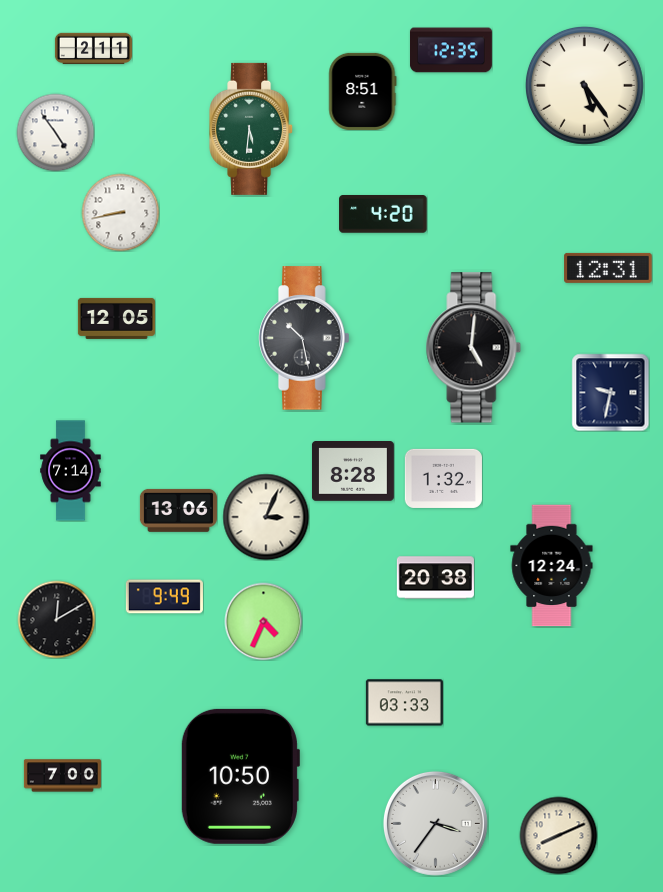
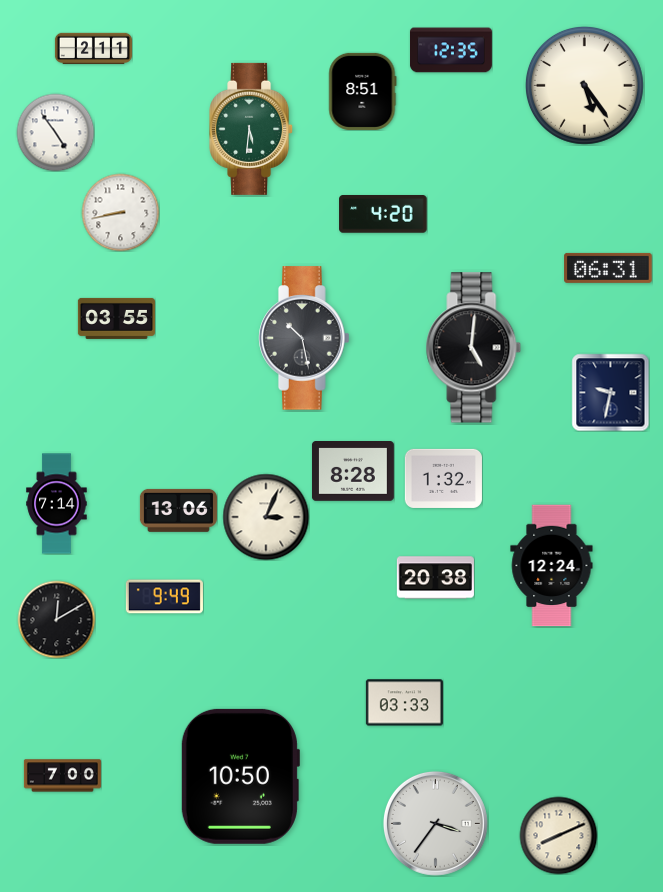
clock at (608, 268): 12:31 -> 06:31
clock at (116, 318): 12:05 -> 03:55
clock at (71, 471) position: (71, 471) -> (57, 504)
clock at (263, 621): 4:34 -> none
